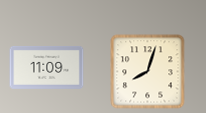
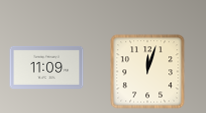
clock at (148, 72): 8:03 -> 12:03
